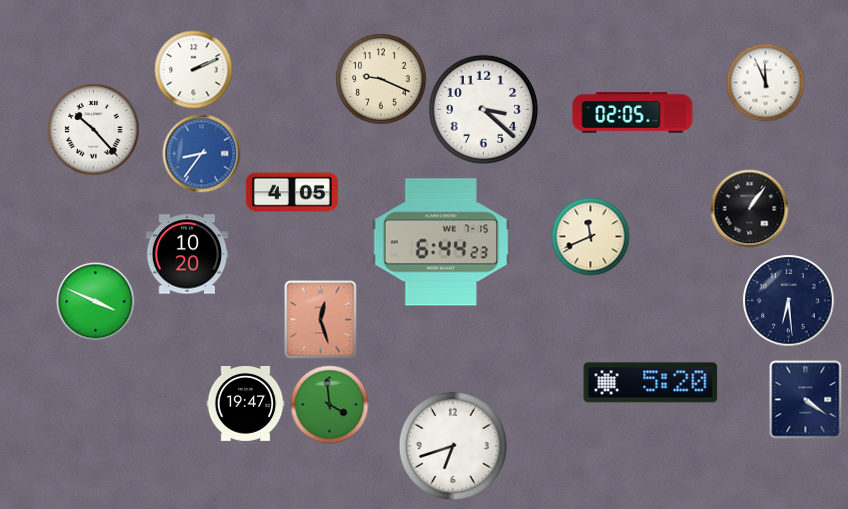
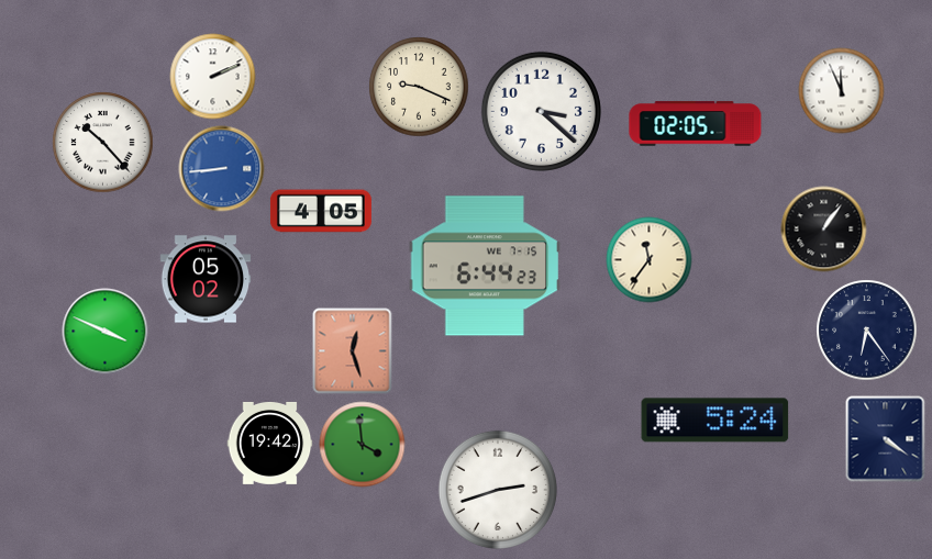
clock at (483, 109) position: (483, 109) -> (541, 111)
clock at (201, 153): 8:36 -> 8:44
clock at (590, 236): 11:41 -> 11:36
clock at (187, 254): 10:20 -> 05:02
clock at (788, 300): 6:29 -> 6:24
clock at (651, 383): 5:20 -> 5:24
clock at (245, 403): 19:47 -> 19:42
clock at (453, 446): 6:42 -> 2:42
